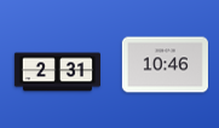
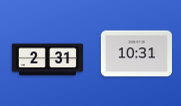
clock at (165, 65): 10:46 -> 10:31
